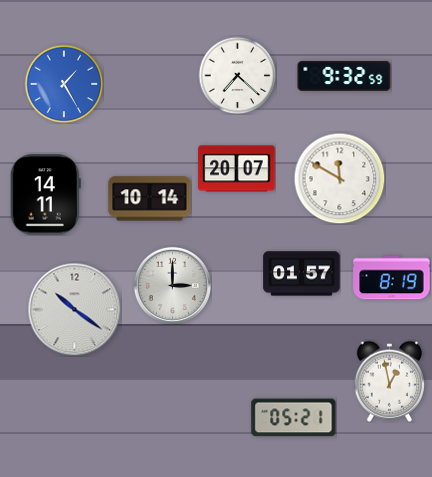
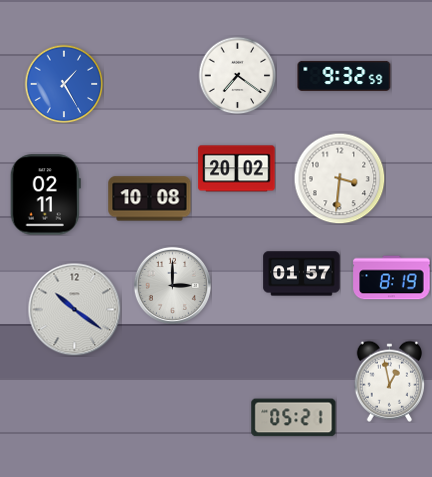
clock at (237, 75): 7:22 -> 7:21
clock at (237, 169): 20:07 -> 20:02
clock at (339, 178): 11:50 -> 3:31
clock at (45, 195): 14:11 -> 02:11
clock at (150, 199): 10:14 -> 10:08
